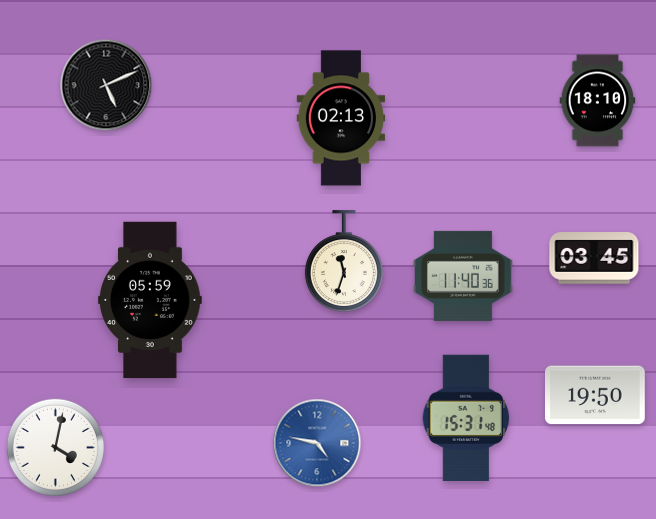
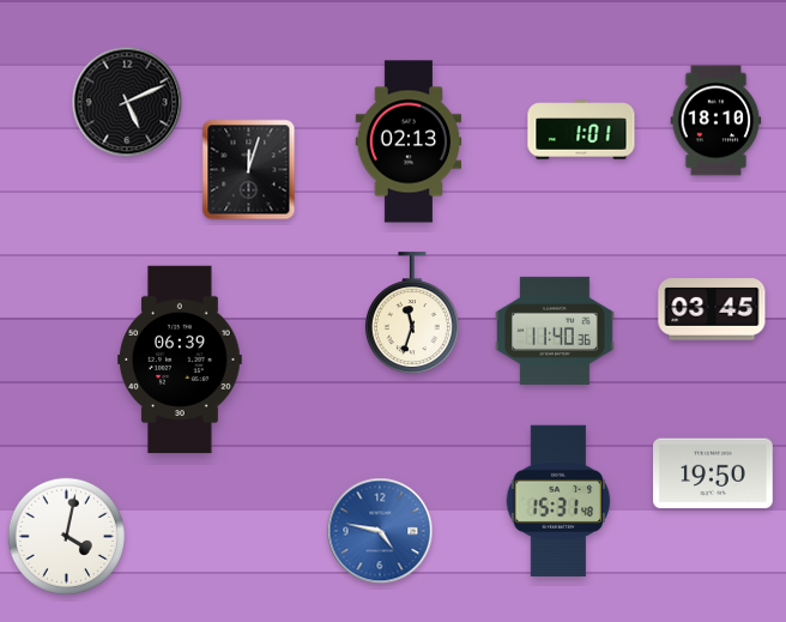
clock at (581, 129): none -> 1:01
clock at (249, 170): none -> 12:03
clock at (150, 300): 05:59 -> 06:39
